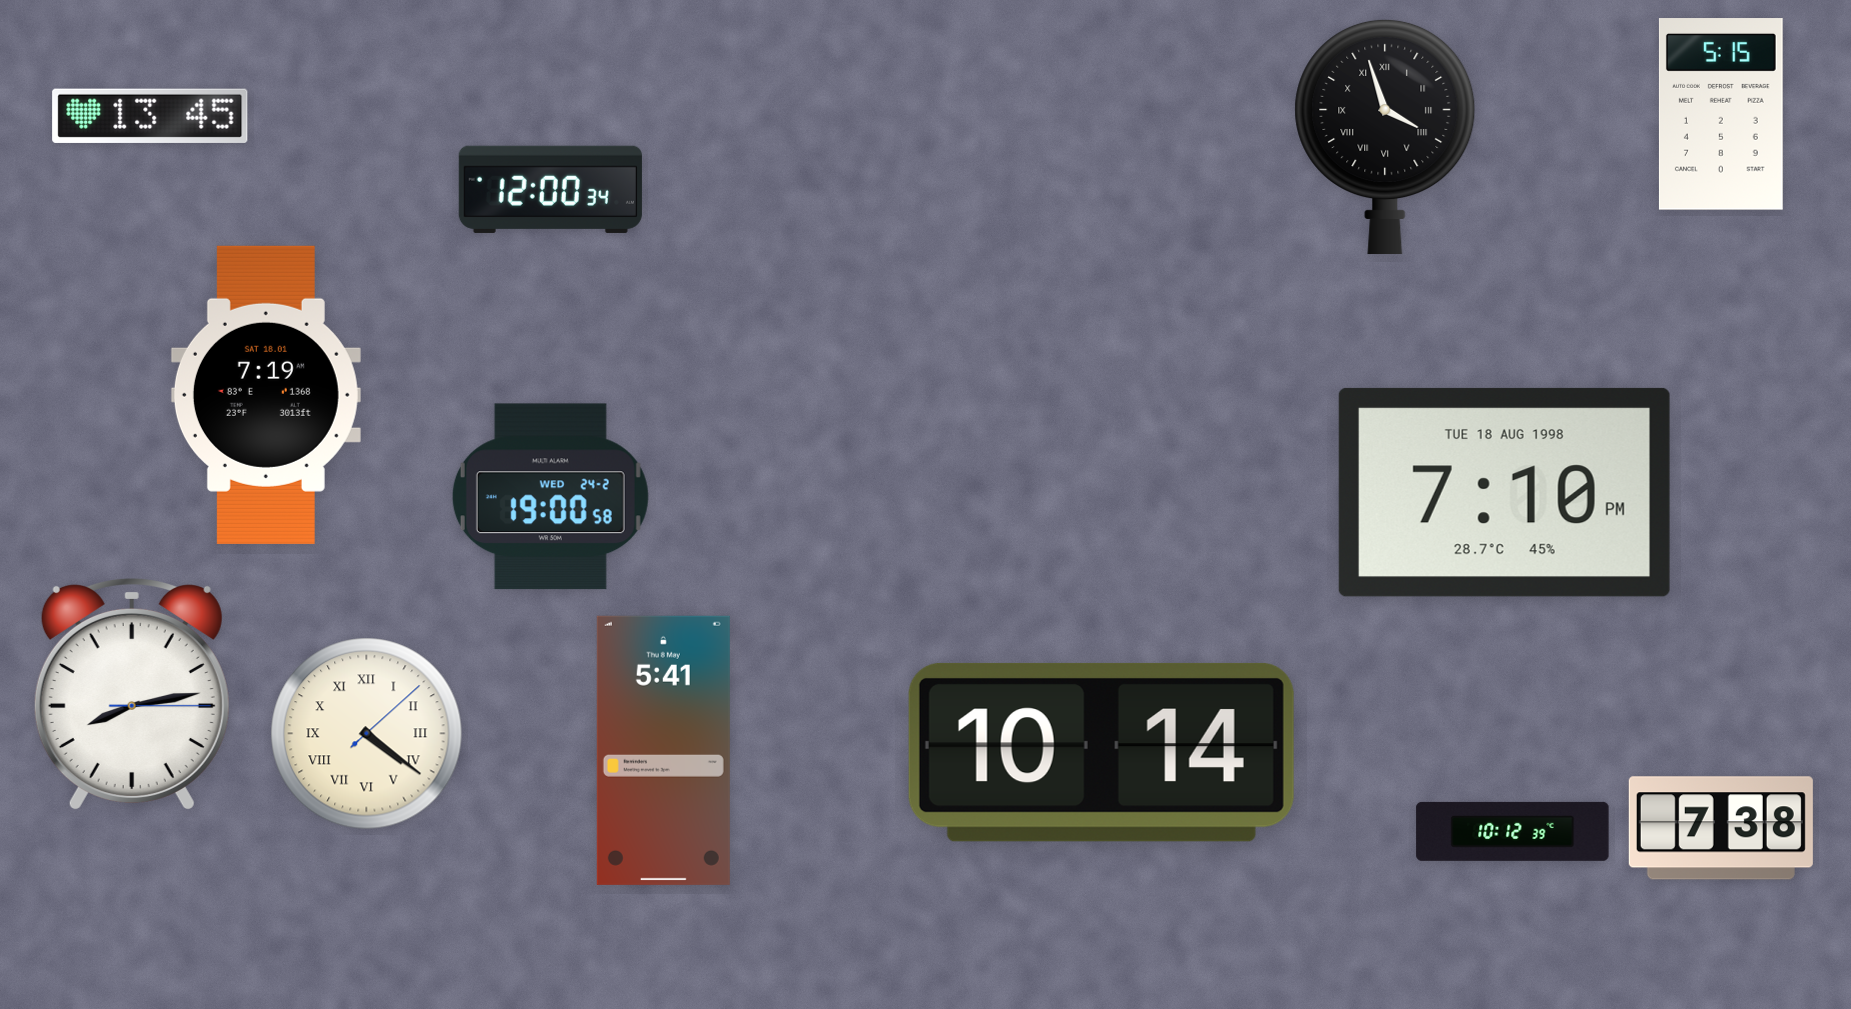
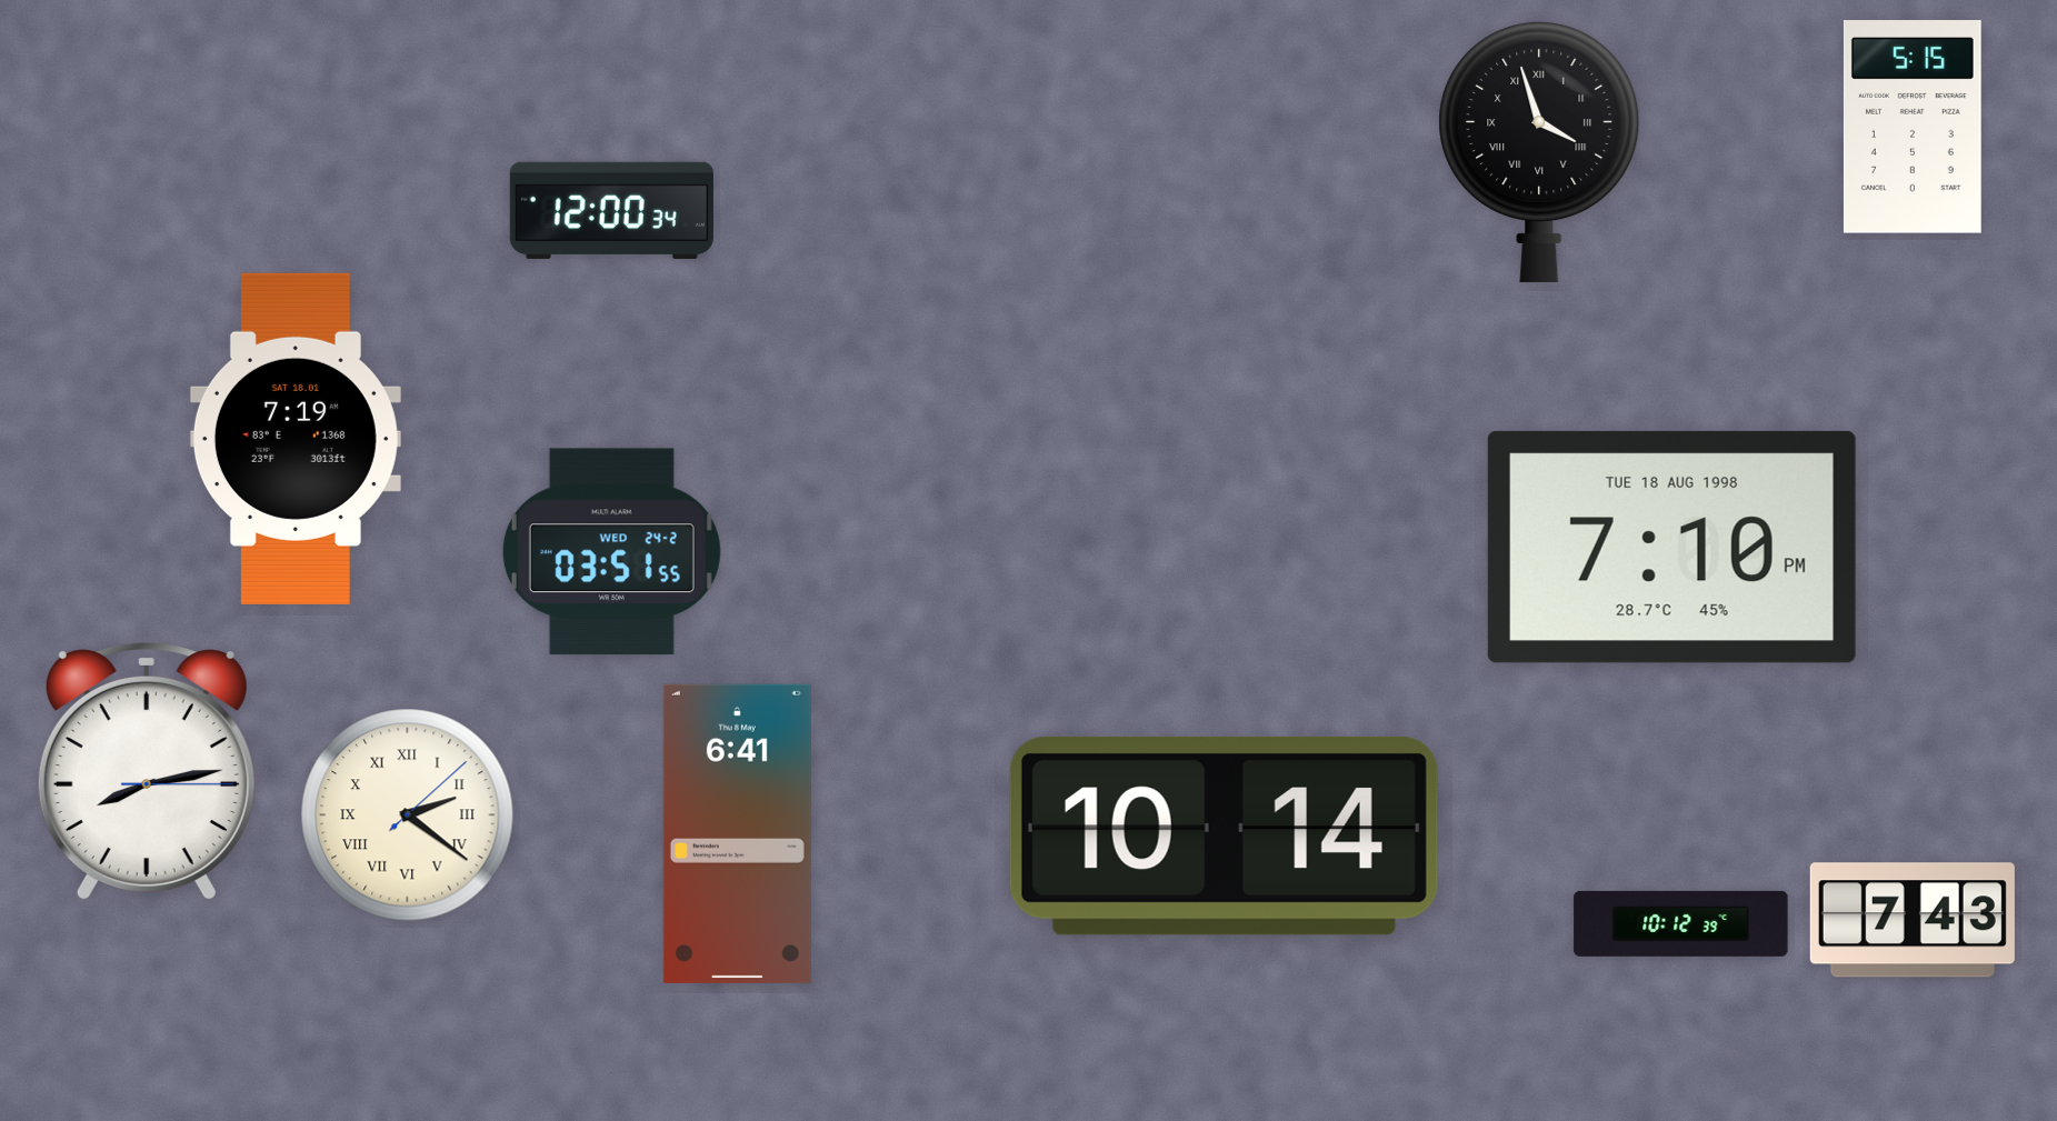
clock at (150, 116): 13:45 -> none
clock at (550, 497): 19:00 -> 03:51
clock at (367, 734): 4:21 -> 2:21
clock at (663, 750): 5:41 -> 6:41
clock at (1721, 828): 7:38 -> 7:43
